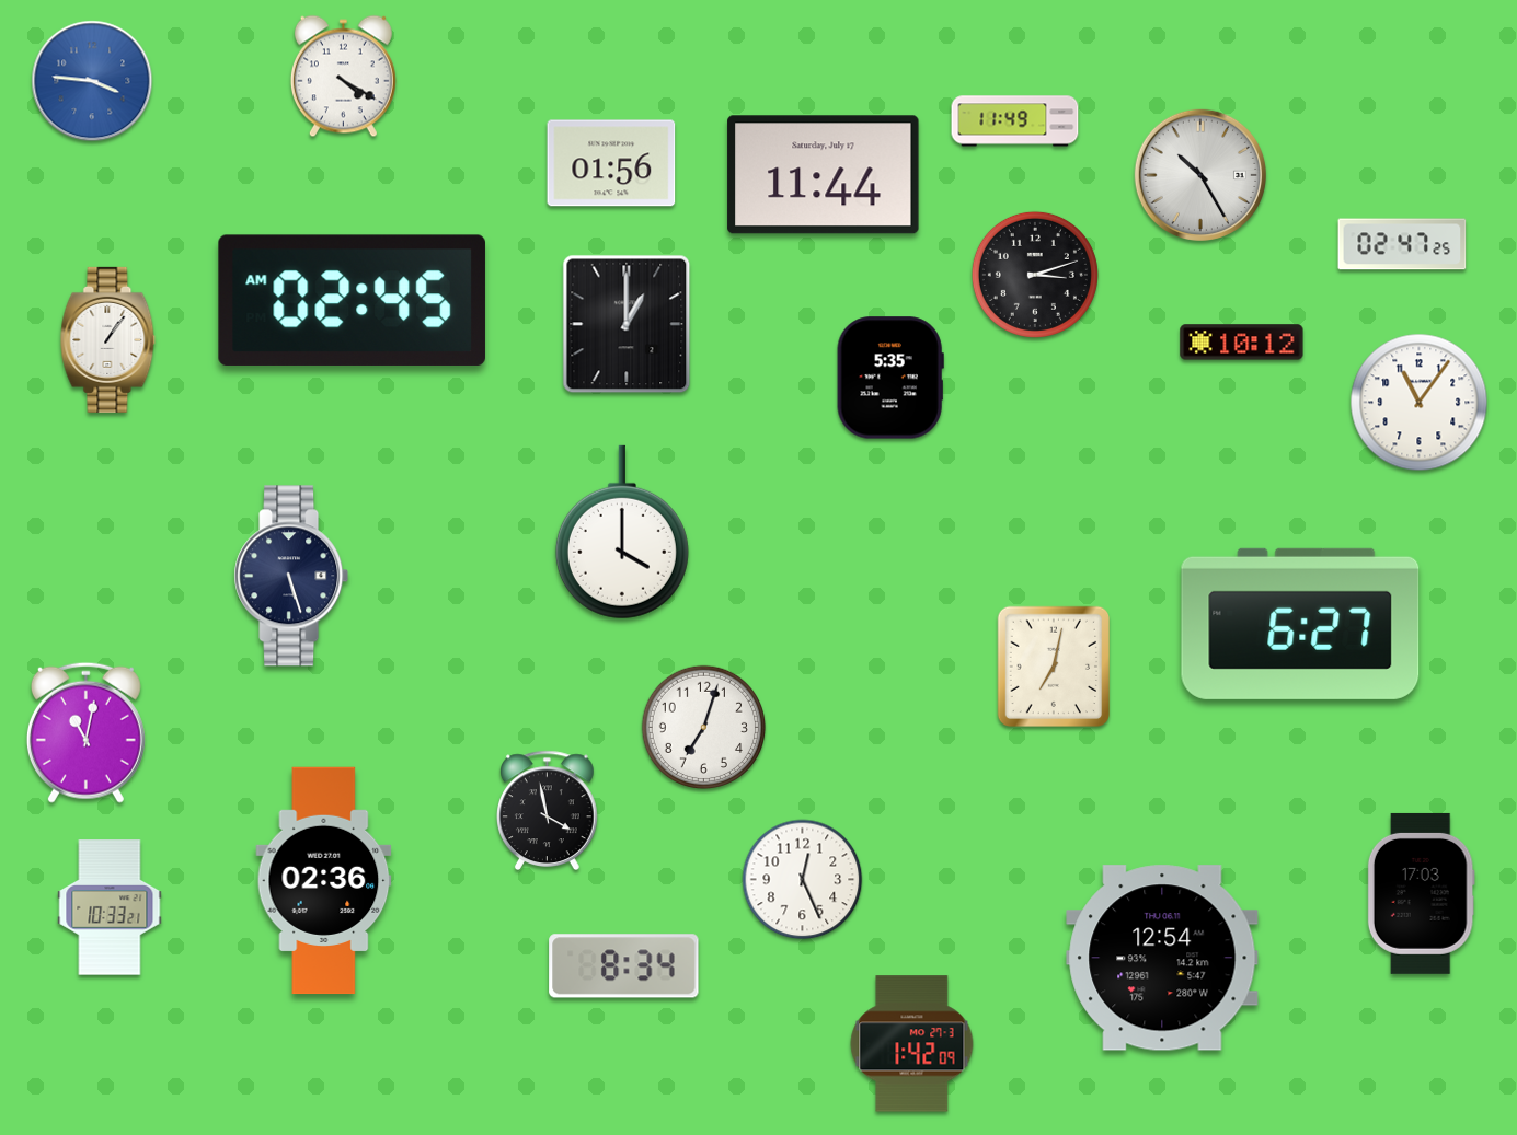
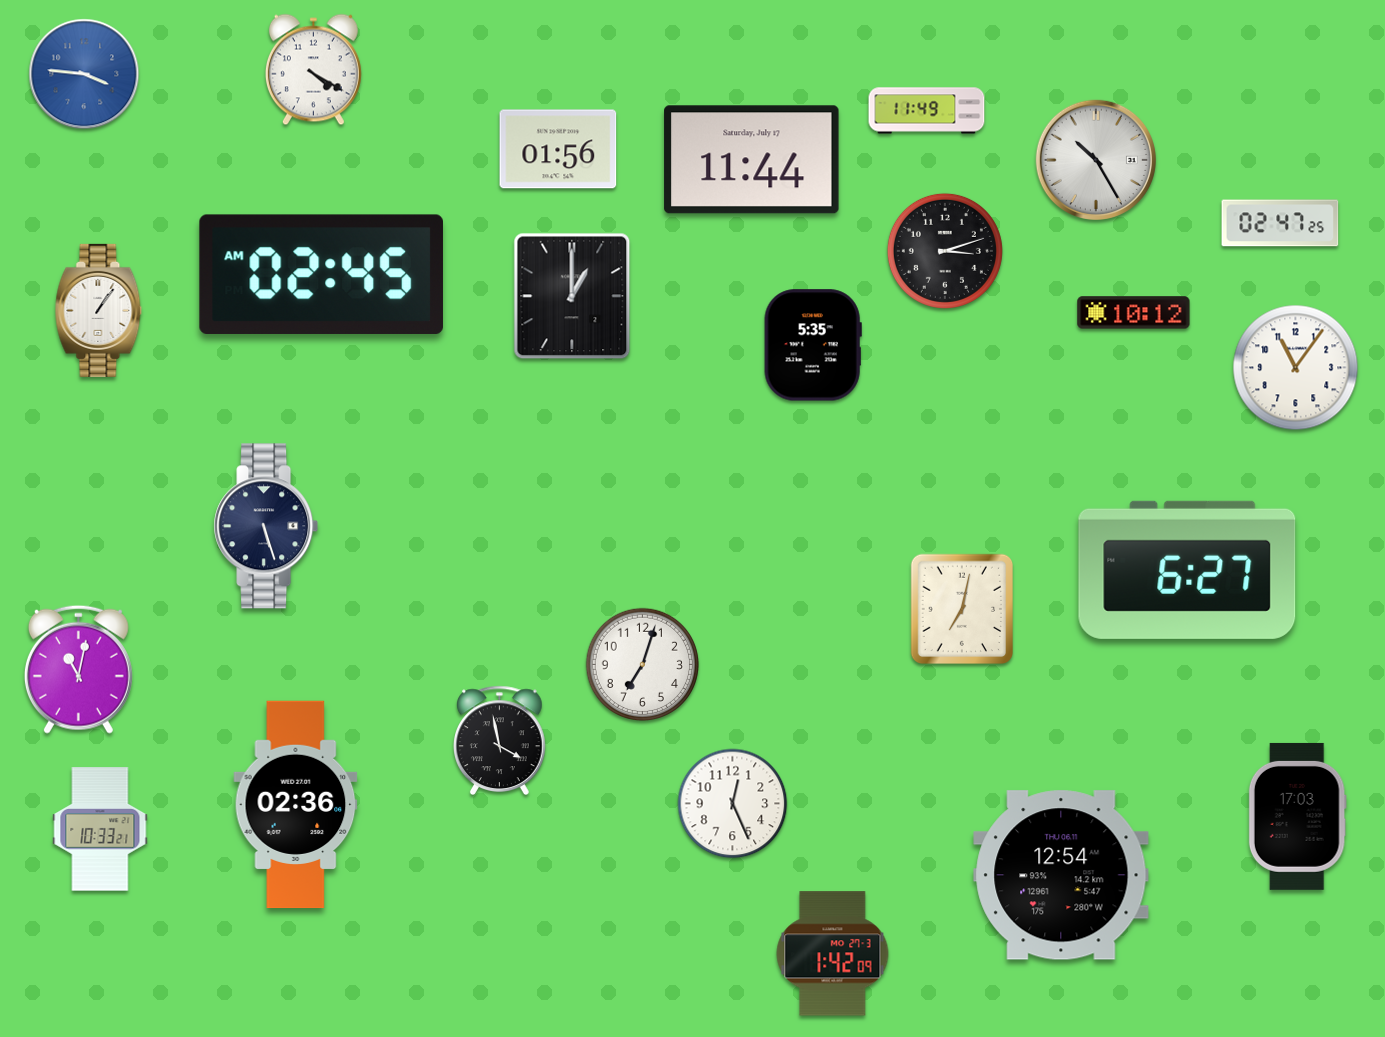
clock at (622, 532): 4:00 -> none
clock at (624, 966): 8:34 -> none
